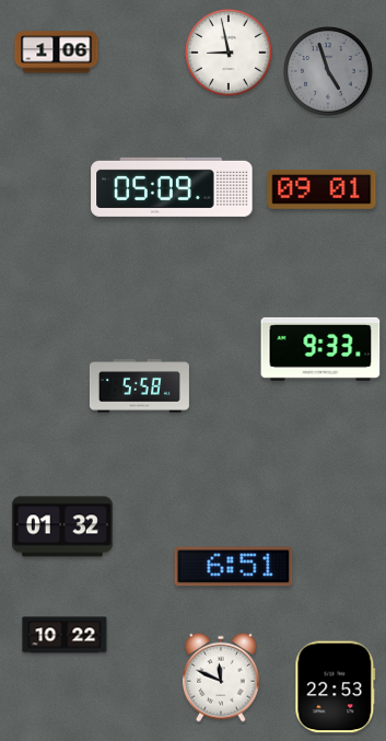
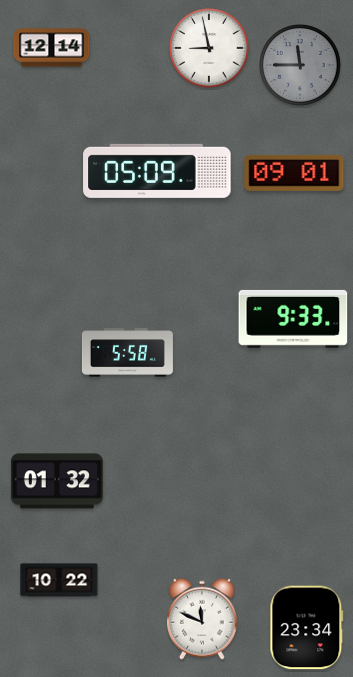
clock at (57, 53): 1:06 -> 12:14
clock at (328, 71): 4:57 -> 11:45
clock at (234, 567): 6:51 -> none
clock at (336, 687): 22:53 -> 23:34
